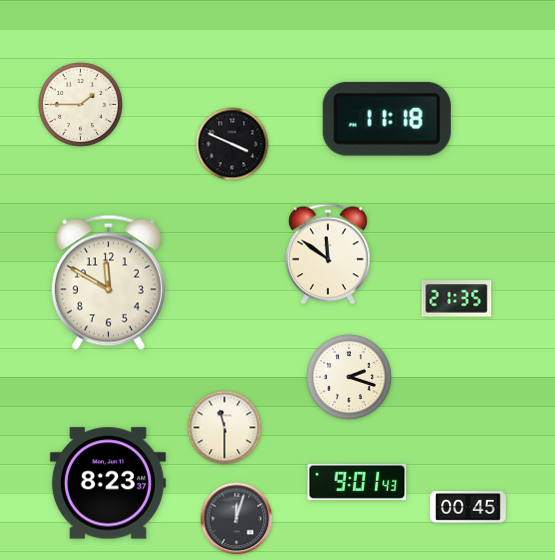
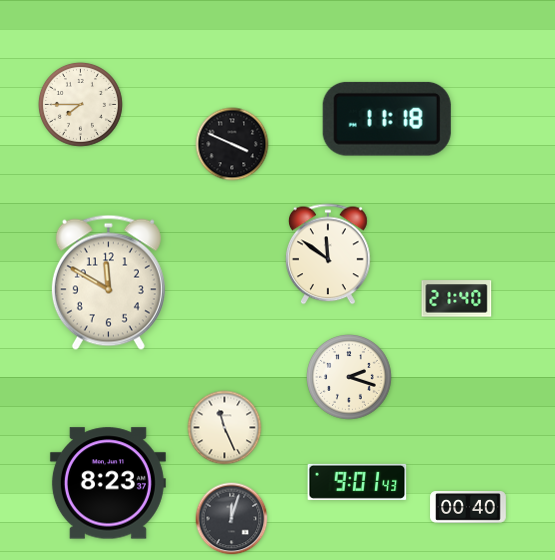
clock at (80, 104): 1:45 -> 7:45
clock at (457, 299): 21:35 -> 21:40
clock at (225, 428): 11:30 -> 11:26
clock at (468, 507): 00:45 -> 00:40
clock at (237, 519) position: (237, 519) -> (232, 519)
